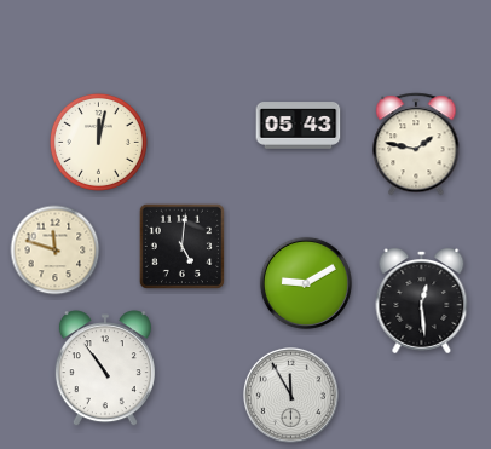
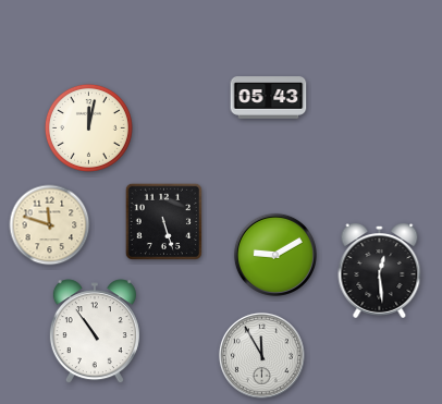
clock at (299, 126) position: (299, 126) -> (269, 98)
clock at (416, 144): 1:47 -> none
clock at (181, 246): 5:01 -> 5:27
